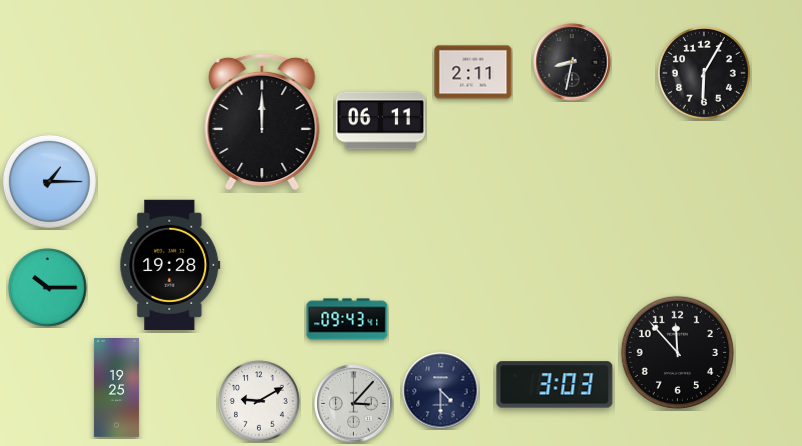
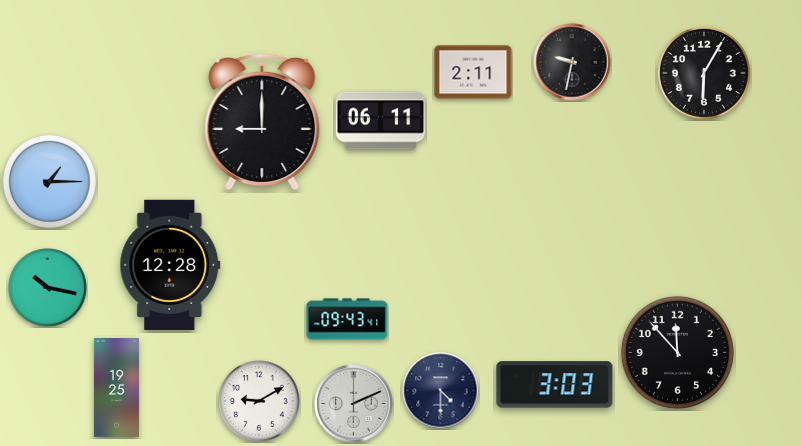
clock at (572, 62): 8:32 -> 9:32
clock at (262, 121): 12:00 -> 9:00
clock at (170, 264): 19:28 -> 12:28
clock at (48, 288): 10:15 -> 10:17
clock at (354, 404): 3:07 -> 2:11
